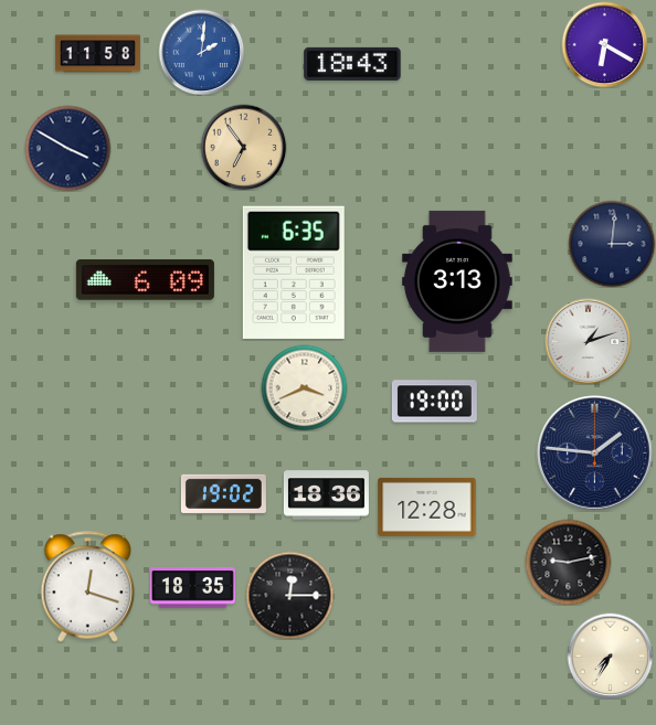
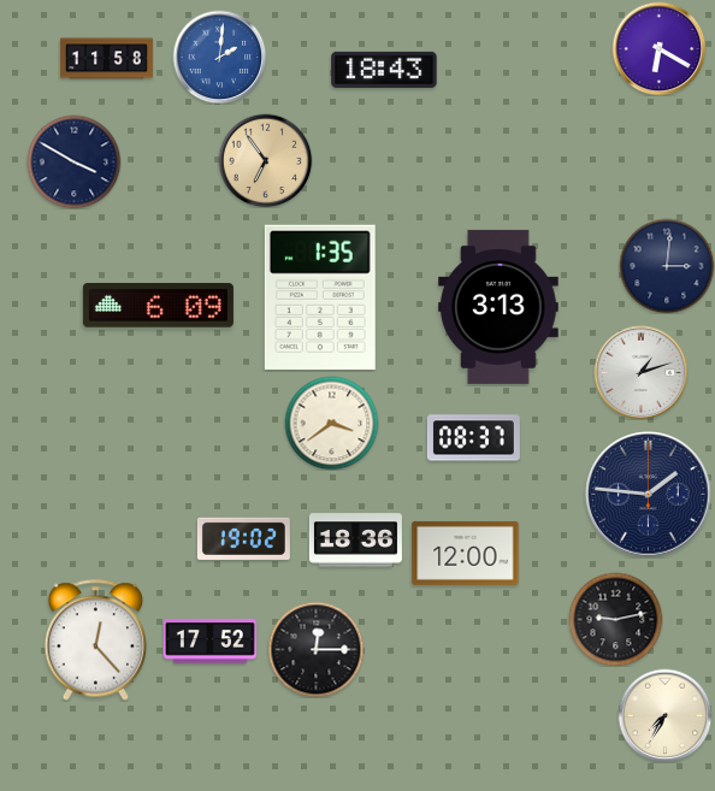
clock at (294, 273): 6:35 -> 1:35
clock at (304, 387): 3:41 -> 3:39
clock at (434, 402): 19:00 -> 08:37
clock at (427, 507): 12:28 -> 12:00
clock at (568, 562) position: (568, 562) -> (615, 619)
clock at (88, 587): 12:18 -> 12:23
clock at (192, 588): 18:35 -> 17:52
